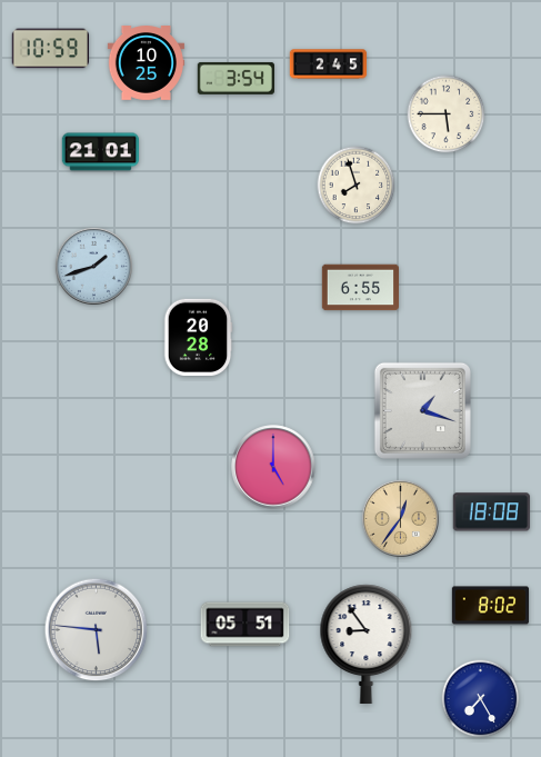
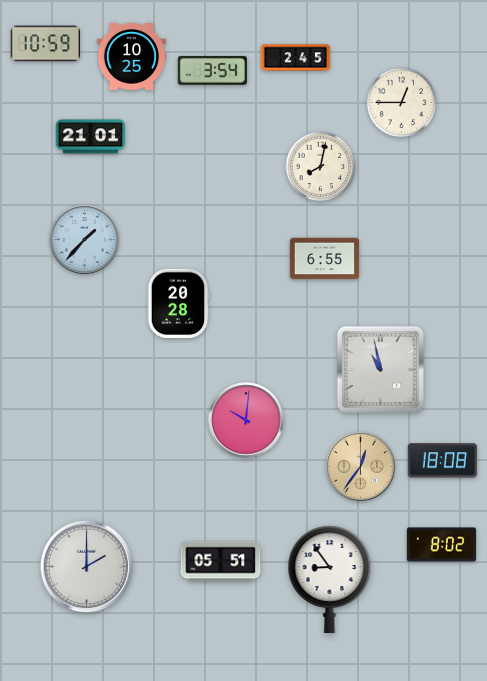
clock at (447, 114): 5:45 -> 12:45
clock at (357, 186): 7:57 -> 8:02
clock at (93, 266): 1:42 -> 1:37
clock at (422, 410): 1:18 -> 10:58
clock at (273, 467): 5:00 -> 10:01
clock at (97, 630): 5:46 -> 2:00
clock at (481, 699): 7:25 -> none
